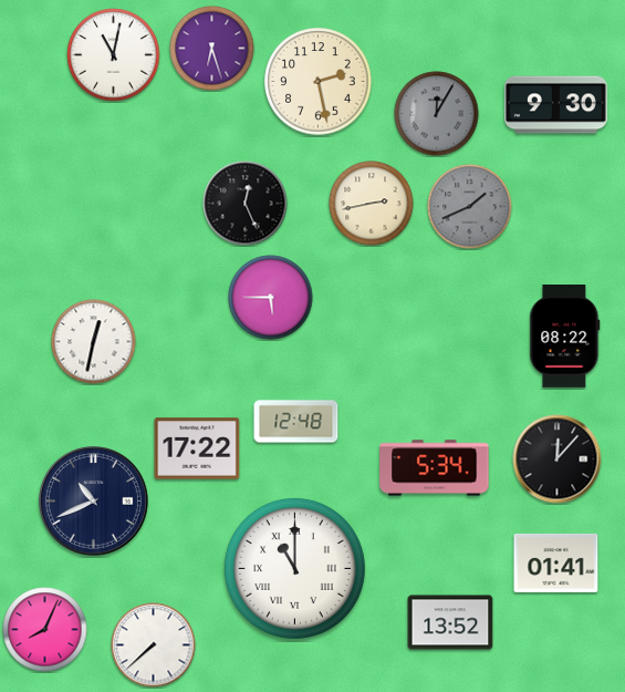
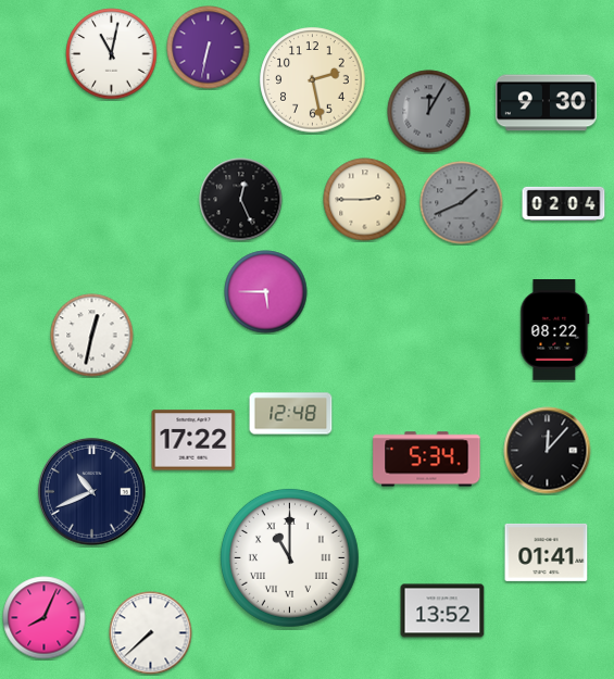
clock at (212, 49): 6:27 -> 6:32
clock at (372, 204): 2:43 -> 2:45
clock at (564, 203): none -> 02:04
